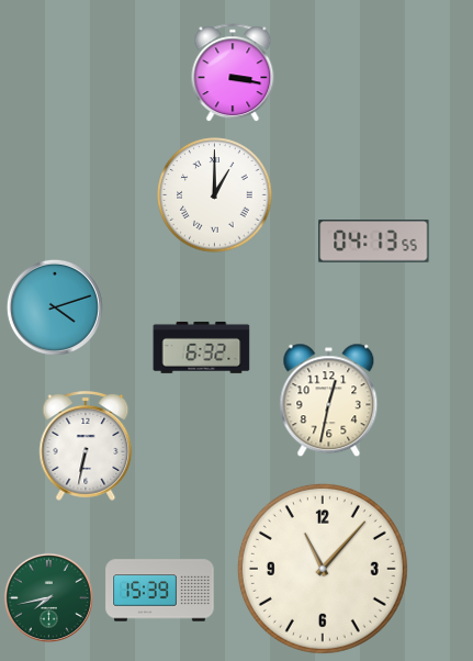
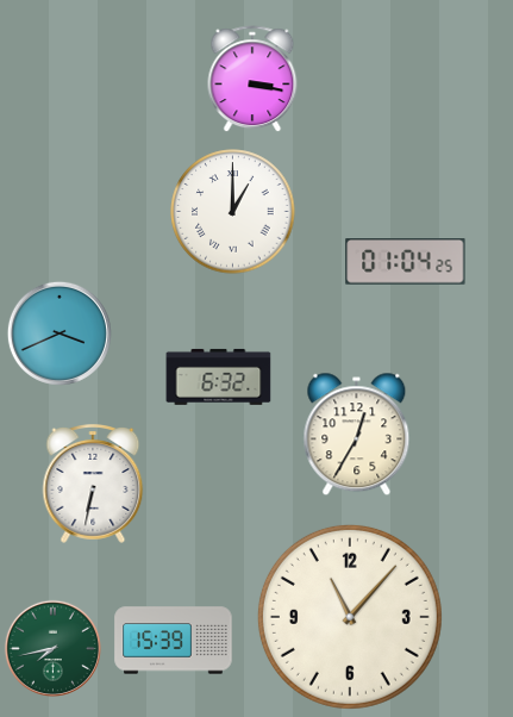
clock at (374, 242): 04:13 -> 01:04
clock at (55, 307): 4:12 -> 3:41
clock at (329, 401): 12:32 -> 12:35
